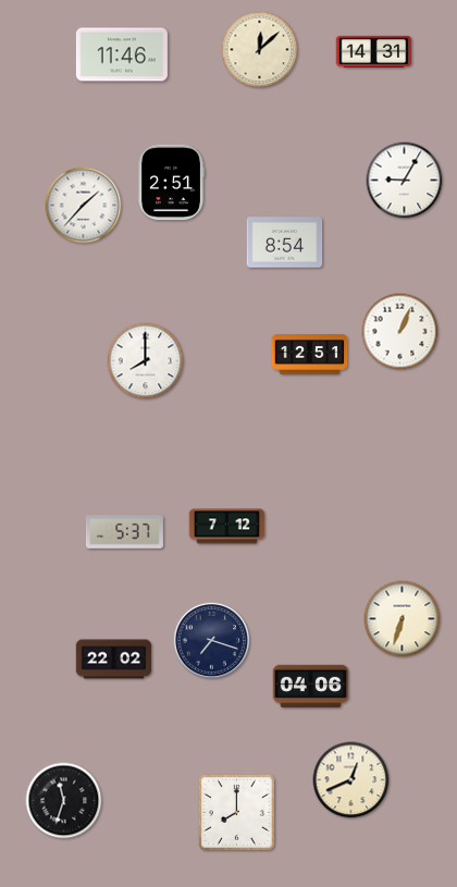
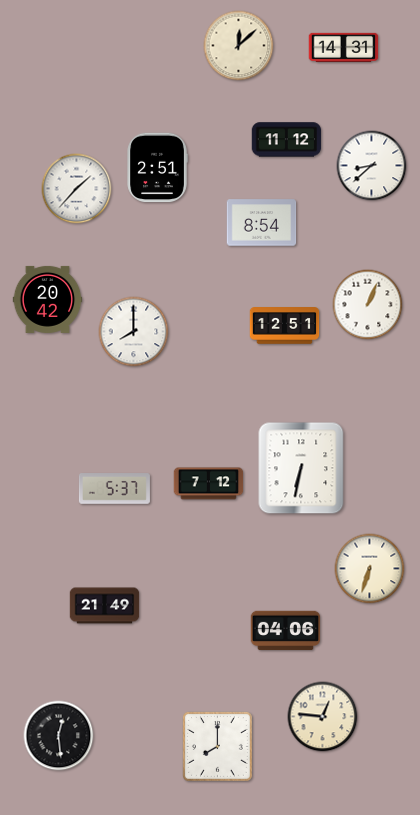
clock at (122, 54): 11:46 -> none
clock at (287, 140): none -> 11:12
clock at (405, 181): 9:05 -> 8:38
clock at (48, 299): none -> 20:42
clock at (301, 468): none -> 6:32
clock at (211, 640): 7:18 -> none
clock at (114, 660): 22:02 -> 21:49
clock at (351, 780): 12:41 -> 12:46
clock at (64, 801): 11:33 -> 12:29
